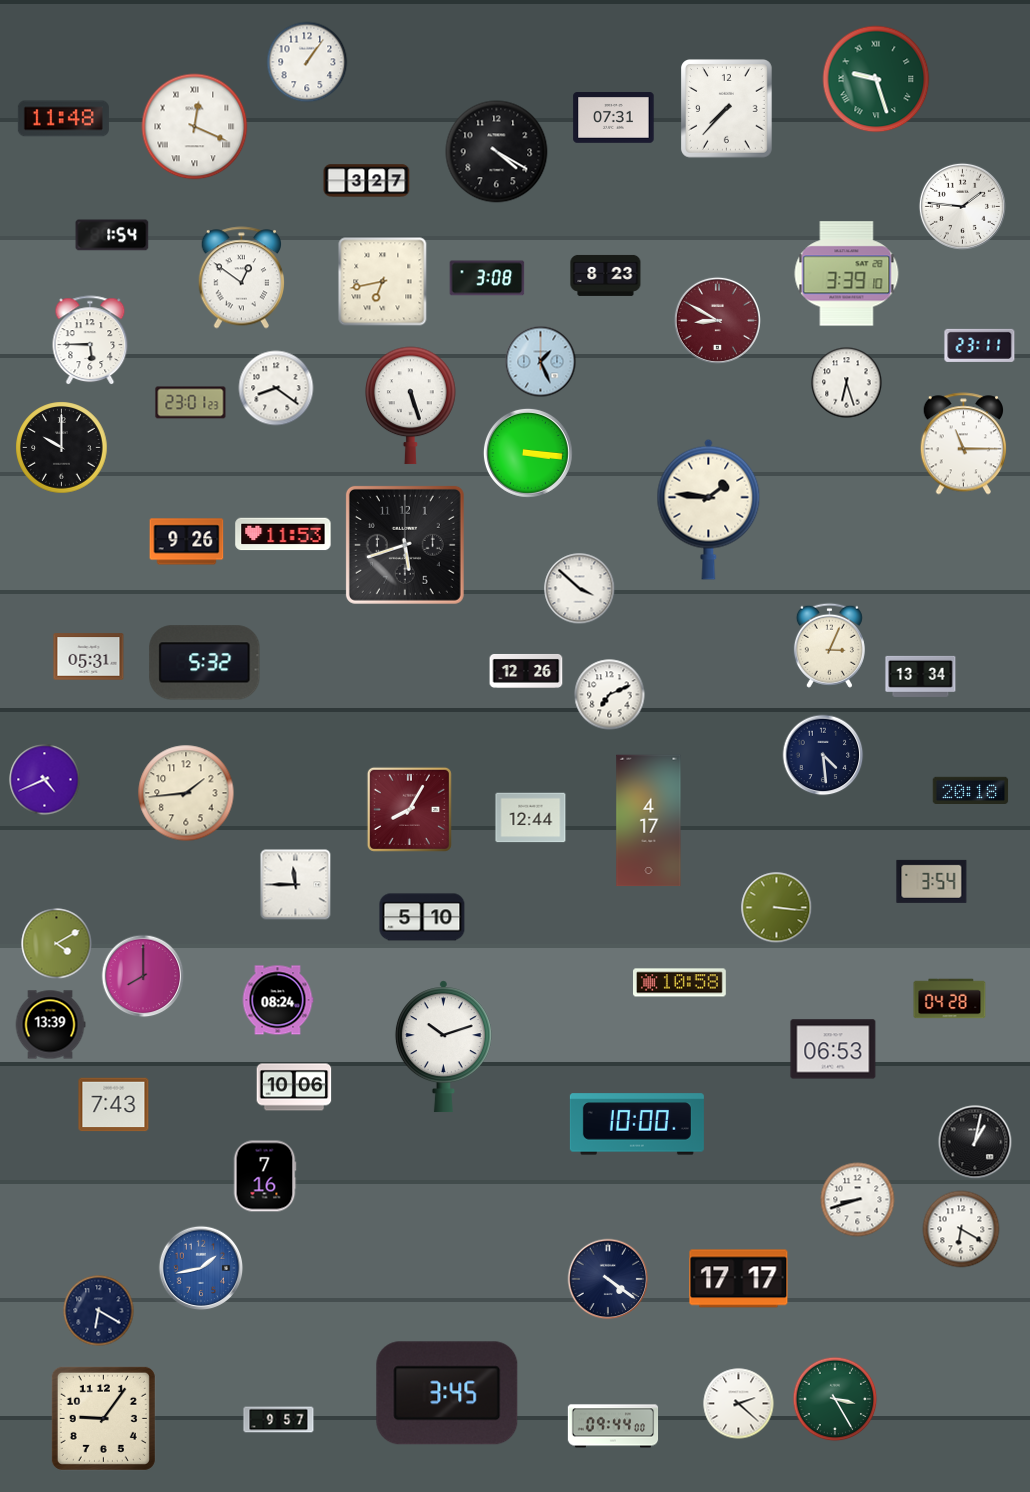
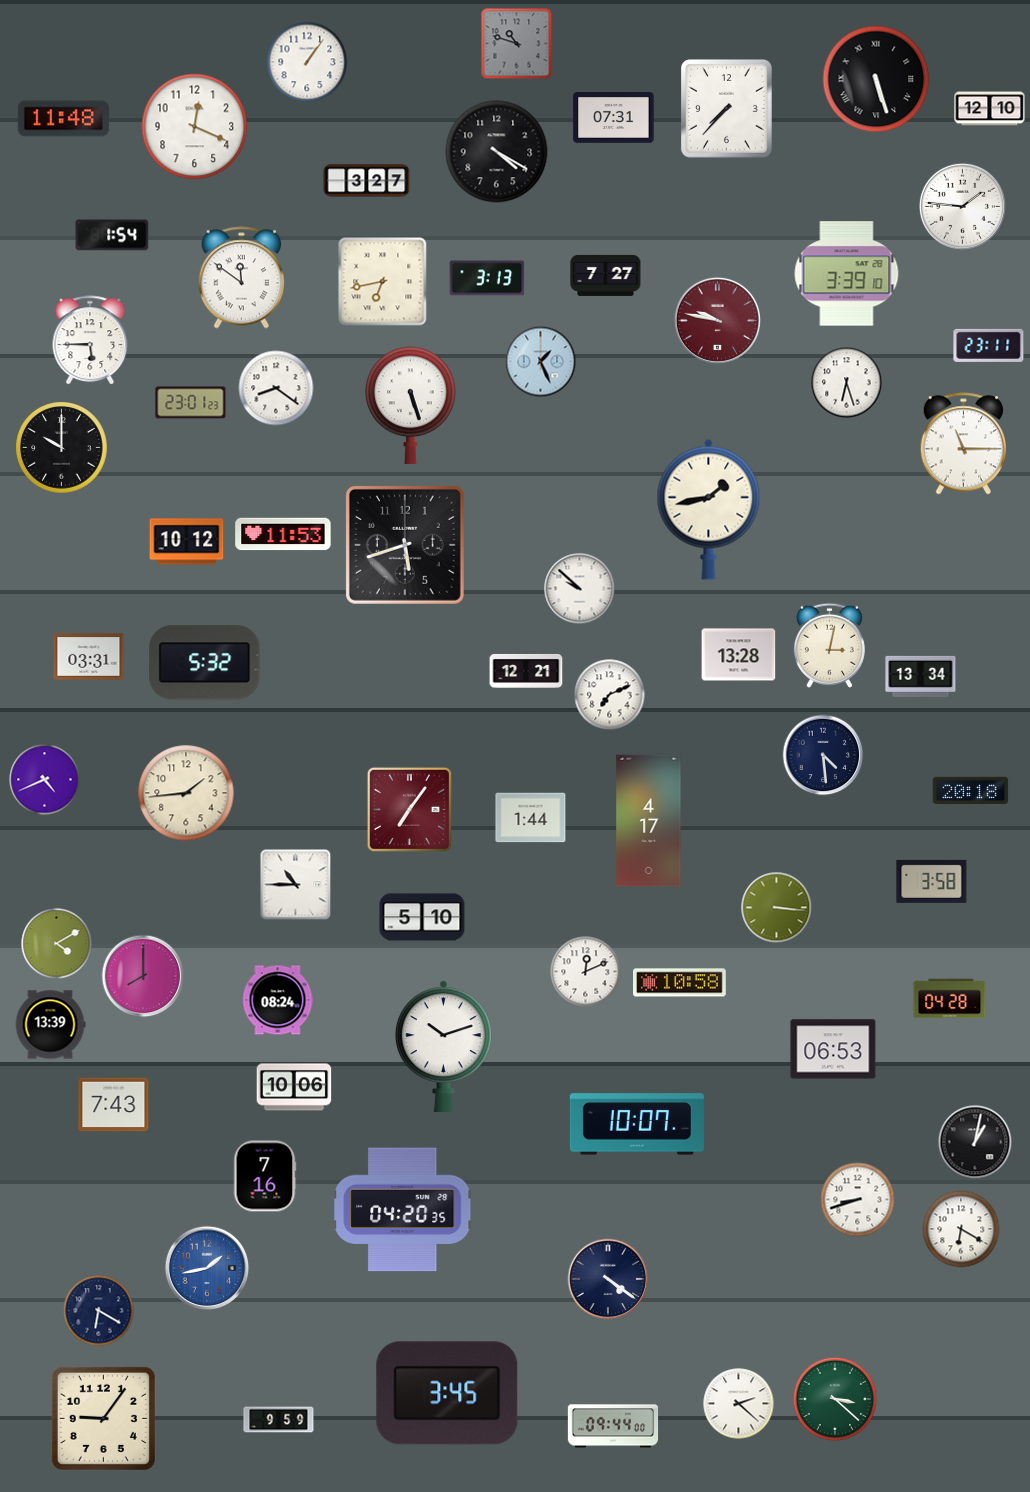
clock at (517, 44): none -> 10:48
clock at (876, 79): 9:27 -> 5:27
clock at (876, 79) dial: green -> black
clock at (990, 109): none -> 12:10
clock at (195, 127) numerals: Roman -> Arabic
clock at (606, 275): 8:23 -> 7:27
clock at (241, 278): 12:51 -> 11:51
clock at (487, 278): 3:08 -> 3:13
clock at (717, 320): 8:50 -> 9:47
clock at (980, 345) position: (980, 345) -> (989, 345)
clock at (528, 453): 3:16 -> none
clock at (709, 509): 1:46 -> 1:43
clock at (187, 542): 9:26 -> 10:12
clock at (580, 589): 3:52 -> 9:52
clock at (829, 645): 3:04 -> 3:02
clock at (739, 655): none -> 13:28
clock at (89, 657): 05:31 -> 03:31
clock at (526, 671): 12:26 -> 12:21
clock at (409, 809): 8:05 -> 7:06
clock at (531, 818): 12:44 -> 1:44
clock at (932, 881): 3:54 -> 3:58
clock at (296, 885): 11:45 -> 10:45
clock at (586, 972): none -> 12:11
clock at (637, 1124): 10:00 -> 10:07
clock at (403, 1210): none -> 04:20
clock at (201, 1268) position: (201, 1268) -> (207, 1268)
clock at (739, 1279): 17:17 -> none
clock at (835, 1399): 3:25 -> 3:22
clock at (279, 1420): 9:57 -> 9:59
